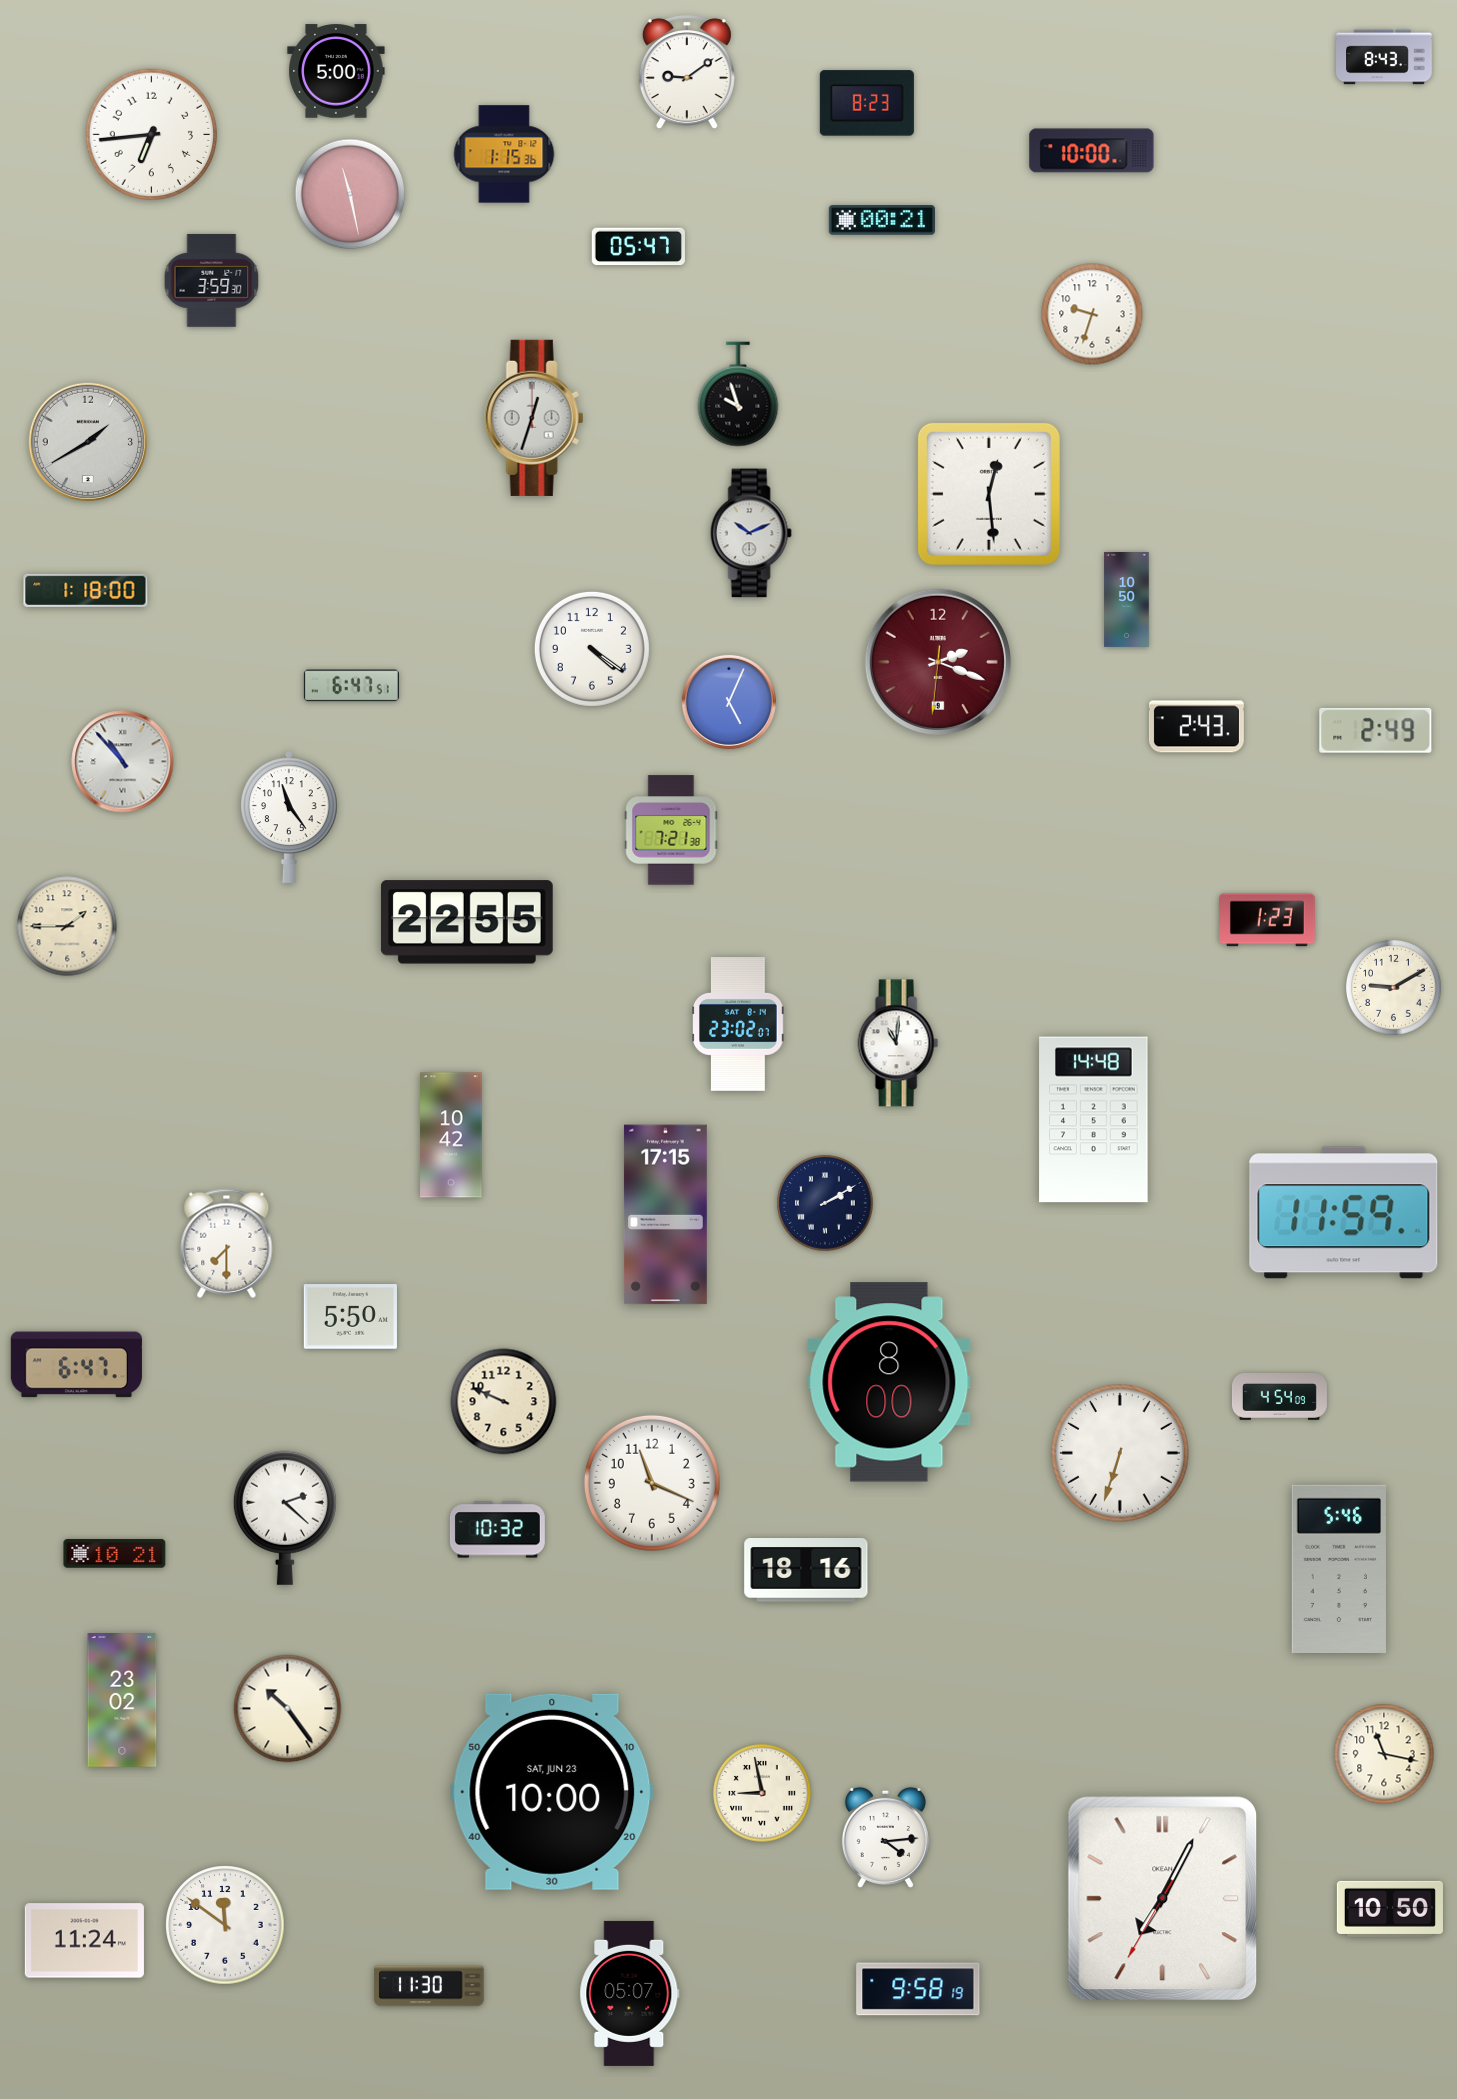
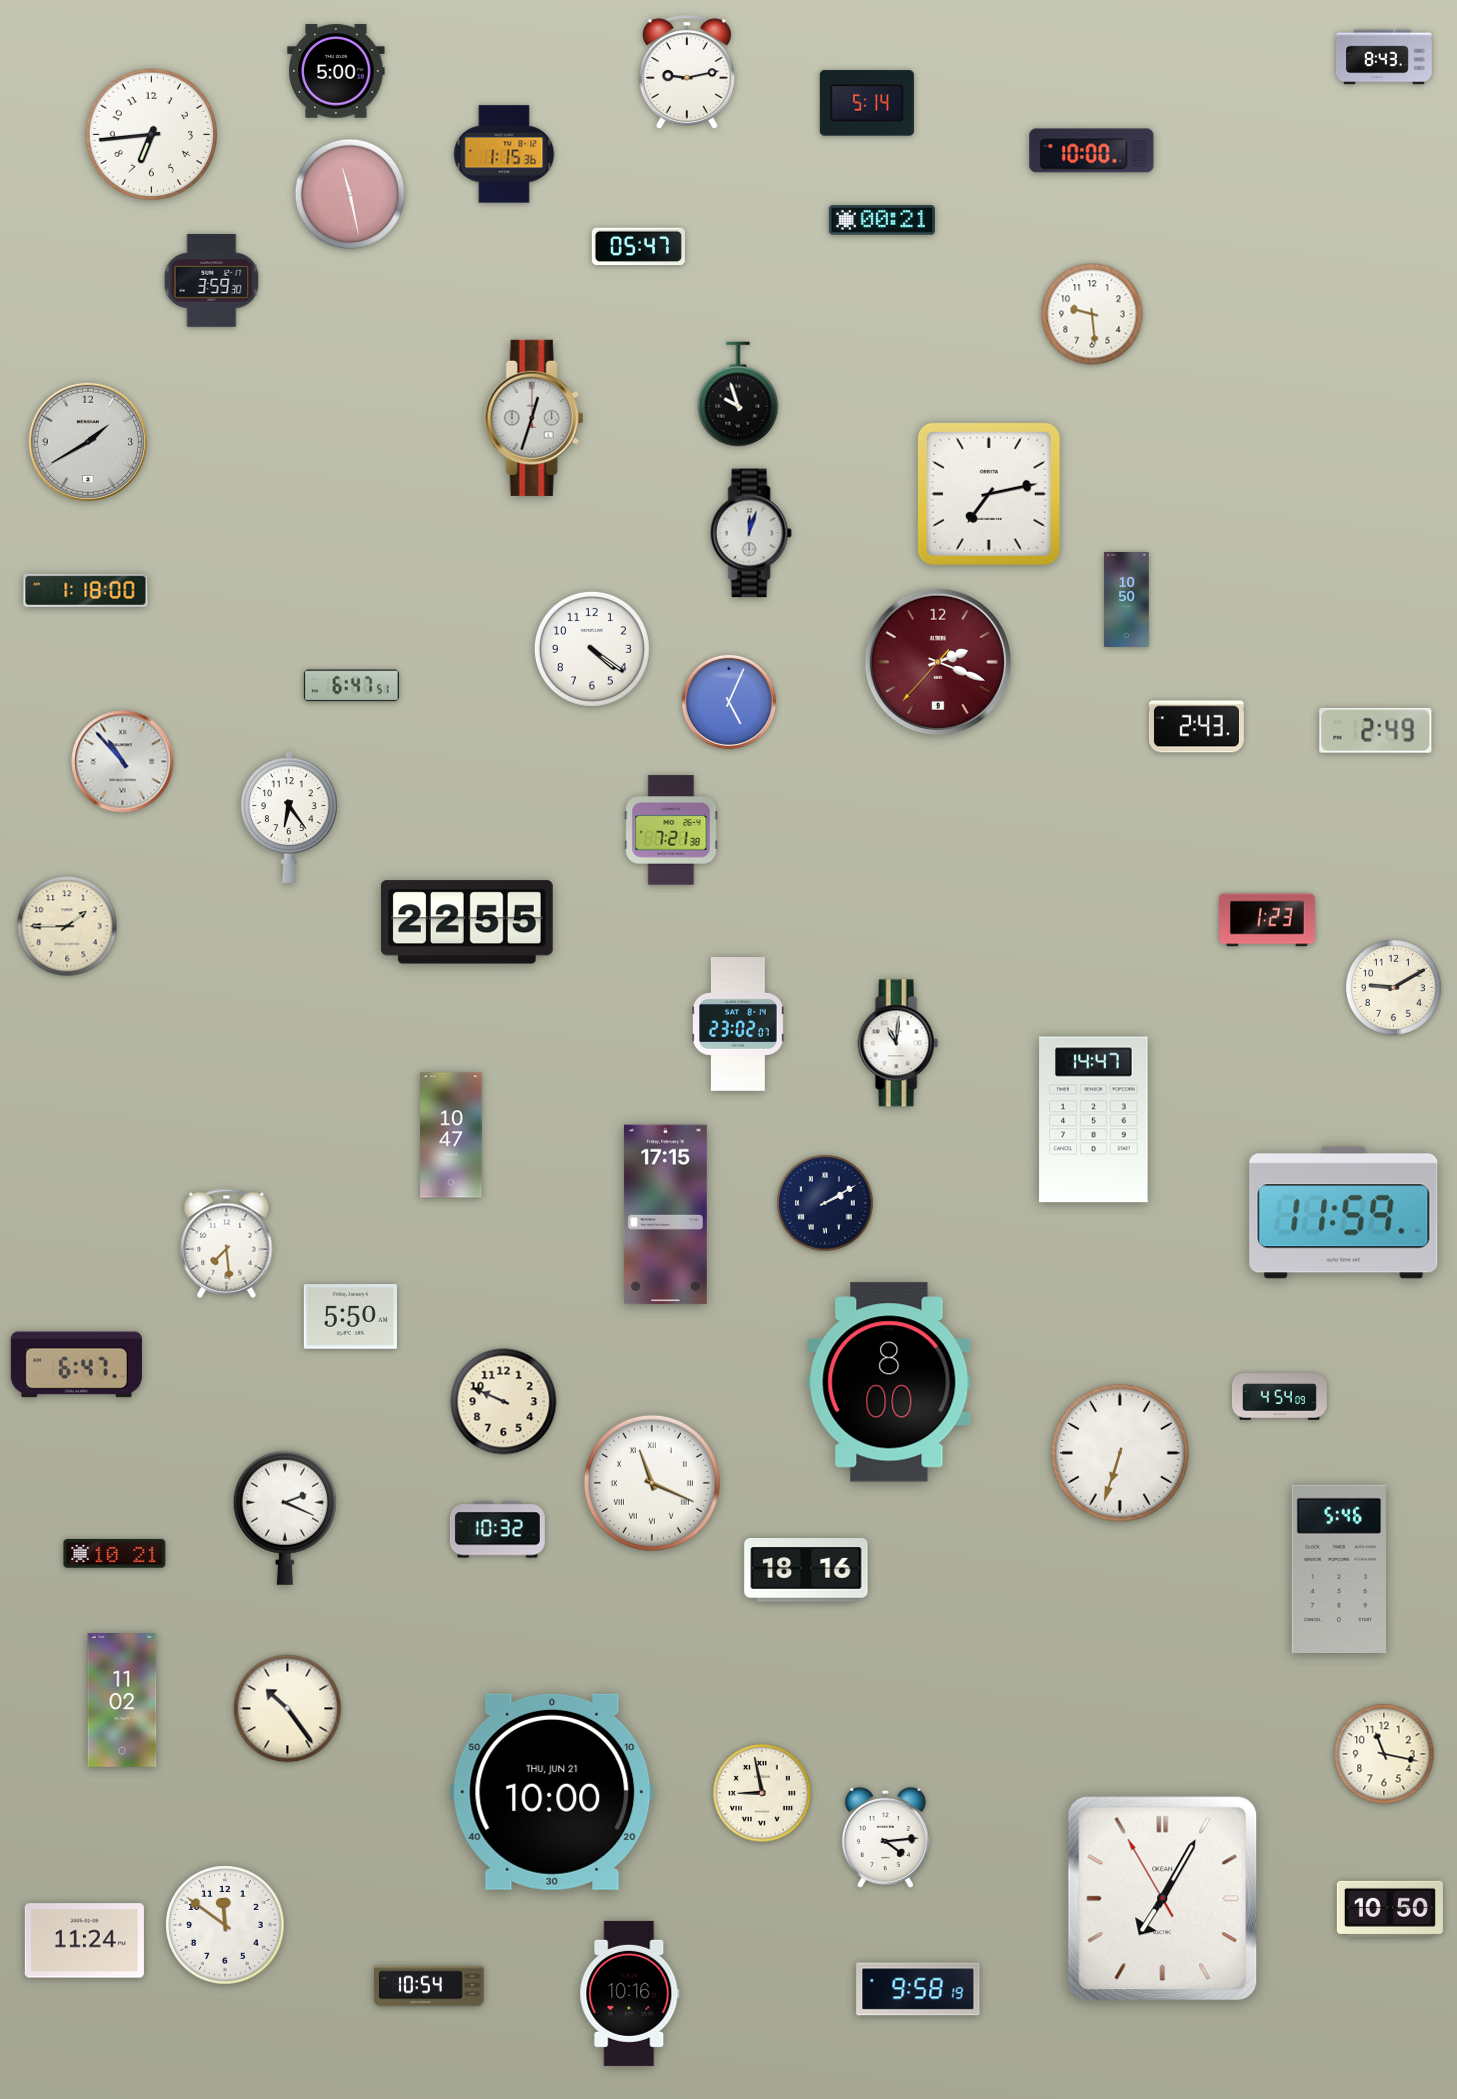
clock at (687, 73): 9:09 -> 9:13
clock at (867, 103): 8:23 -> 5:14
clock at (1092, 314): 9:33 -> 9:29
clock at (989, 494): 12:29 -> 7:13
clock at (751, 533): 10:11 -> 12:03
clock at (938, 662): 2:18:31 -> 2:18:37
clock at (289, 817): 11:24 -> 6:24
clock at (1094, 1120): 14:48 -> 14:47
clock at (451, 1135): 10:42 -> 10:47
clock at (227, 1243): 7:30 -> 7:29
clock at (652, 1483) numerals: Arabic -> Roman
clock at (285, 1518): 2:22 -> 2:19
clock at (122, 1701): 23:02 -> 11:02
clock at (552, 1792) date: SAT, JUN 23 -> THU, JUN 21
clock at (1163, 1899): 7:04:35 -> 7:04:55
clock at (429, 1986): 11:30 -> 10:54
clock at (630, 1993): 05:07 -> 10:16
